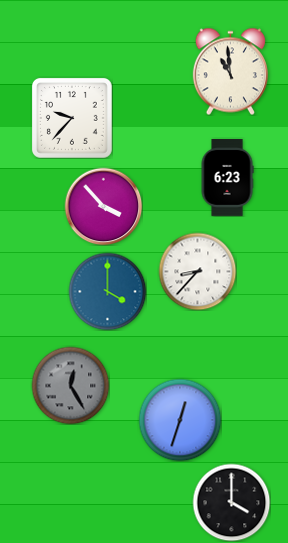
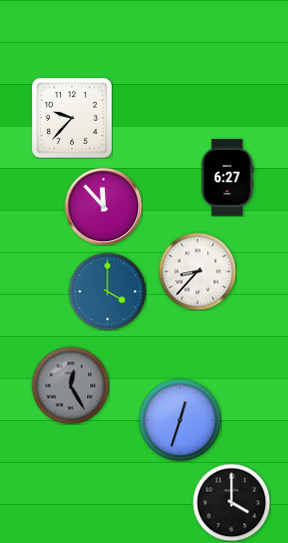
clock at (230, 71): 10:59 -> none
clock at (227, 178): 6:23 -> 6:27
clock at (103, 206): 3:53 -> 11:53
